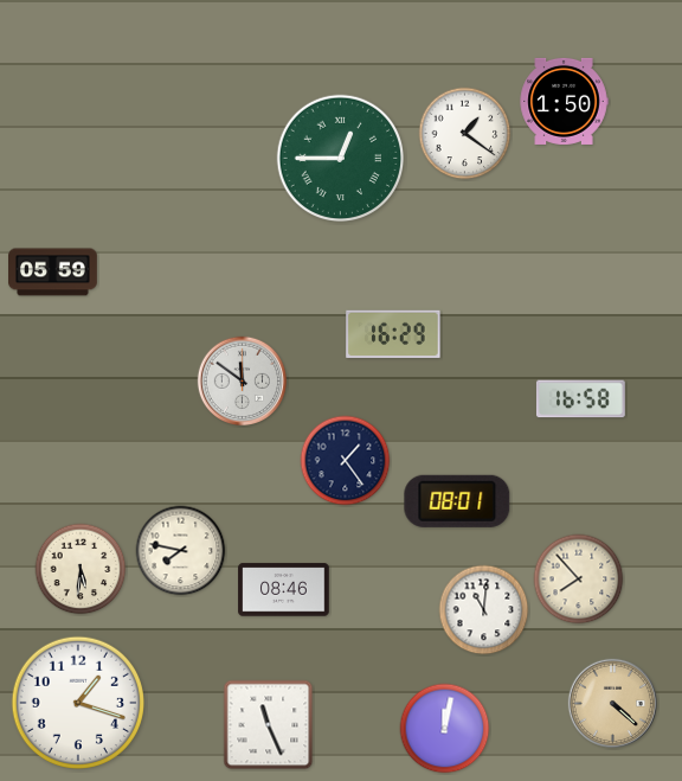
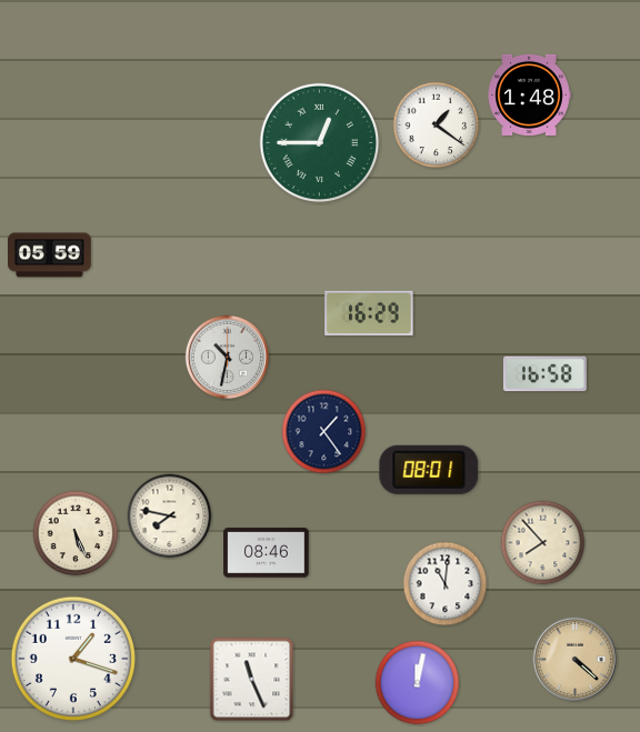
clock at (564, 101): 1:50 -> 1:48
clock at (341, 159) position: (341, 159) -> (320, 143)
clock at (242, 380): 11:51 -> 10:32
clock at (81, 569): 5:31 -> 5:26
clock at (484, 610) position: (484, 610) -> (446, 584)
